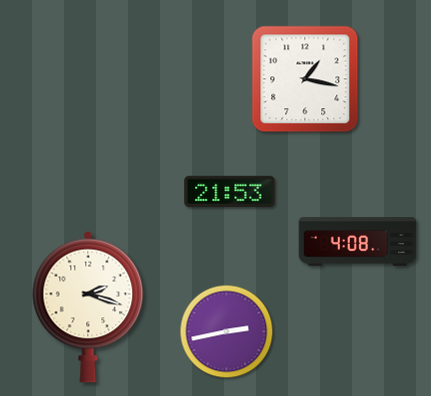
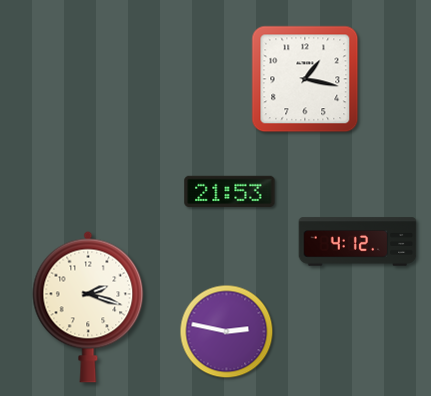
clock at (358, 242): 4:08 -> 4:12
clock at (227, 332): 2:43 -> 2:47
